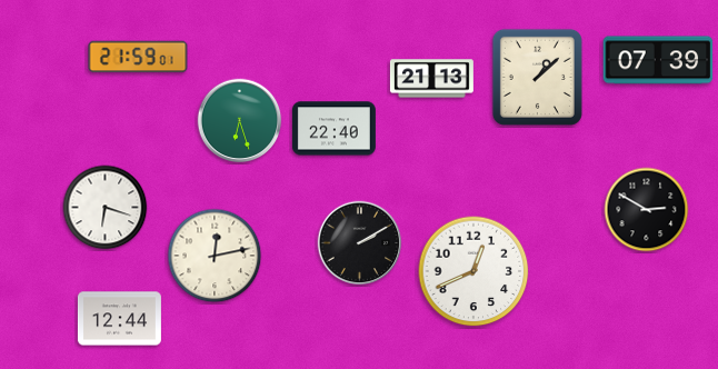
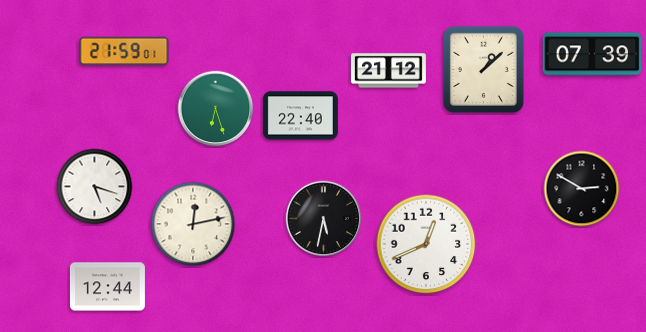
clock at (431, 79): 21:13 -> 21:12
clock at (106, 208): 6:18 -> 5:18
clock at (360, 243): 2:10 -> 5:32
clock at (215, 256) position: (215, 256) -> (193, 224)
